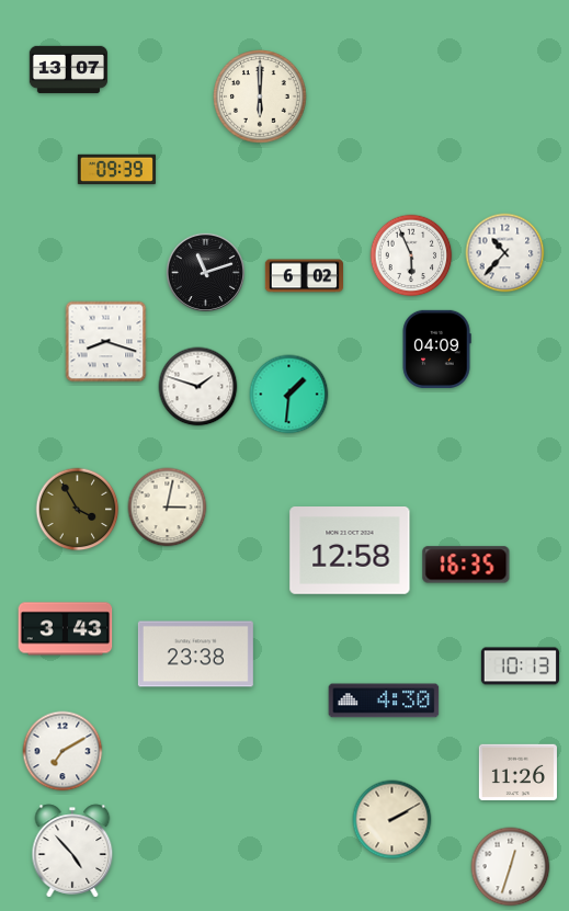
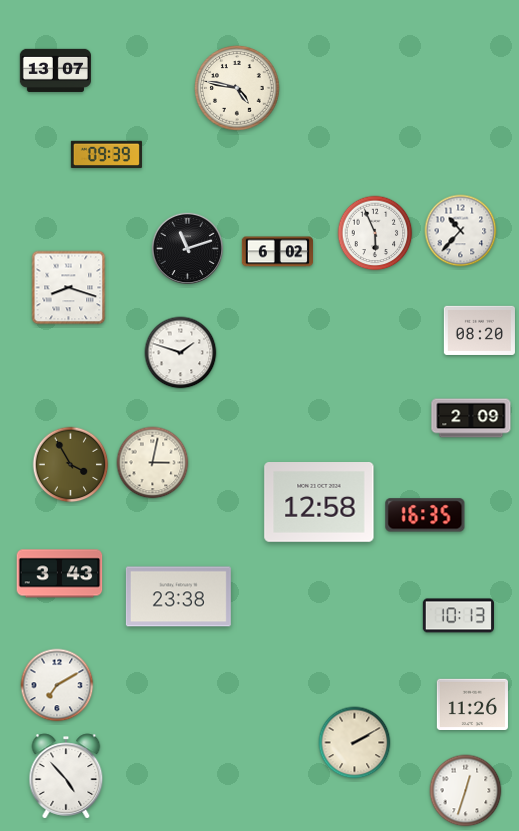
clock at (68, 69) position: (68, 69) -> (55, 70)
clock at (260, 96): 6:00 -> 4:47
clock at (106, 342) position: (106, 342) -> (69, 288)
clock at (436, 349): 04:09 -> none
clock at (479, 330): none -> 08:20
clock at (289, 395): 1:31 -> none
clock at (471, 418): none -> 2:09
clock at (520, 667) position: (520, 667) -> (458, 616)
clock at (384, 701): 4:30 -> none
clock at (392, 820) position: (392, 820) -> (355, 743)
